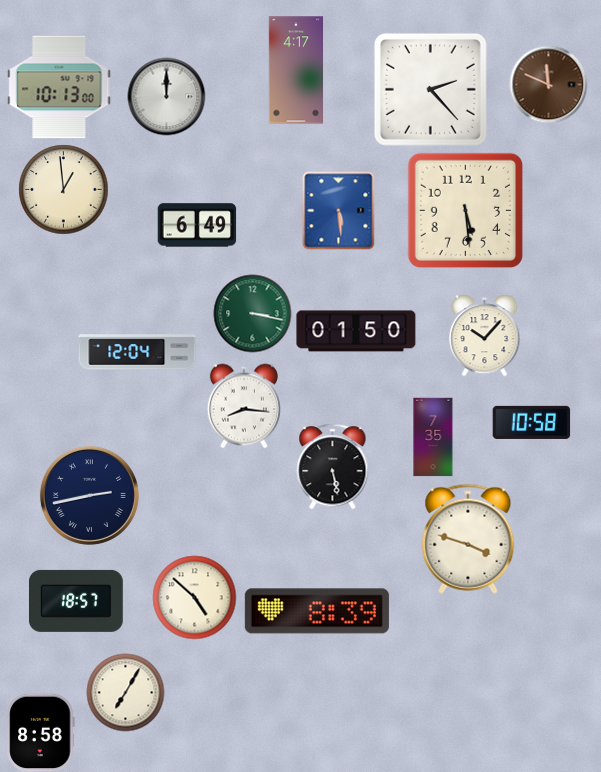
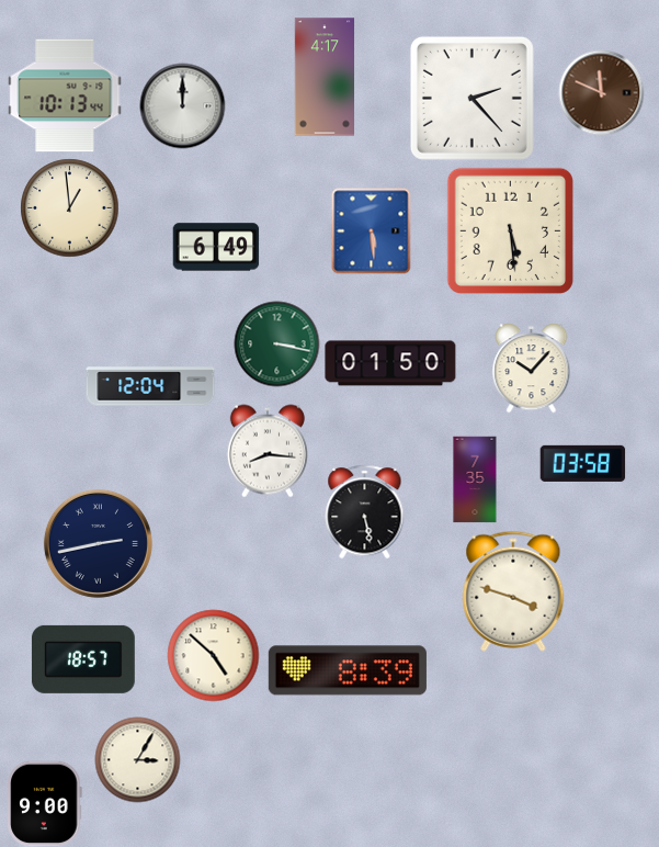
clock at (59, 87): 10:13:00 -> 10:13:44
clock at (244, 406) position: (244, 406) -> (268, 451)
clock at (531, 422): 10:58 -> 03:58
clock at (125, 692): 7:05 -> 3:05
clock at (41, 732): 8:58 -> 9:00
